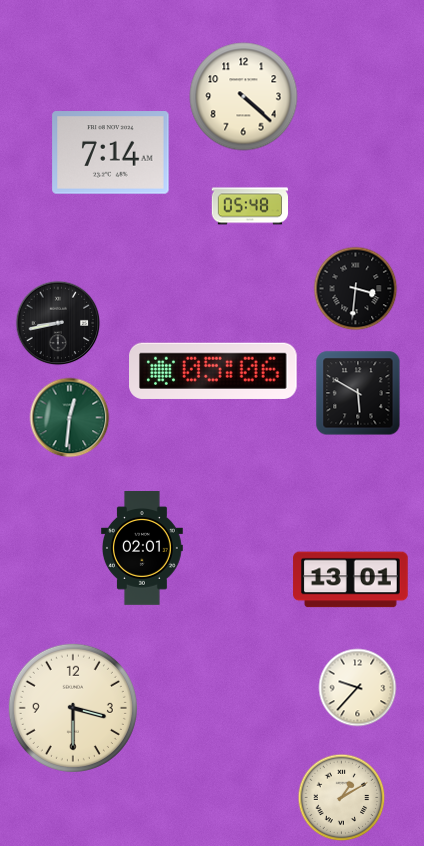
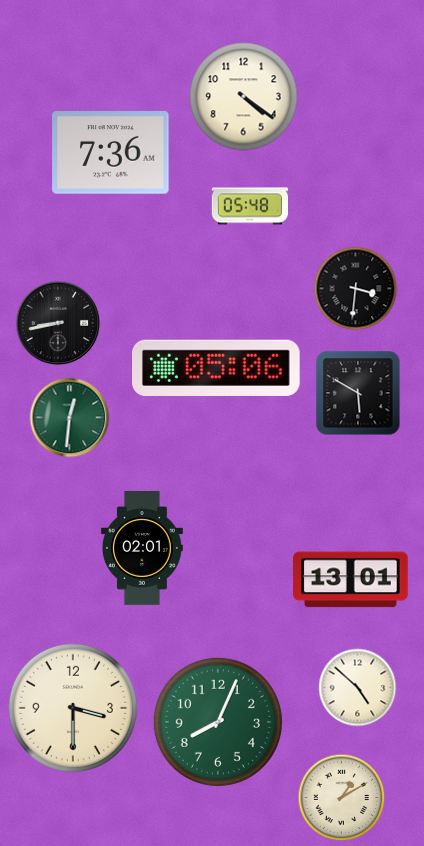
clock at (244, 97): 4:22 -> 4:21
clock at (111, 153): 7:14 -> 7:36
clock at (213, 370) position: (213, 370) -> (216, 367)
clock at (358, 688): 9:37 -> 4:52
clock at (218, 722): none -> 8:04
